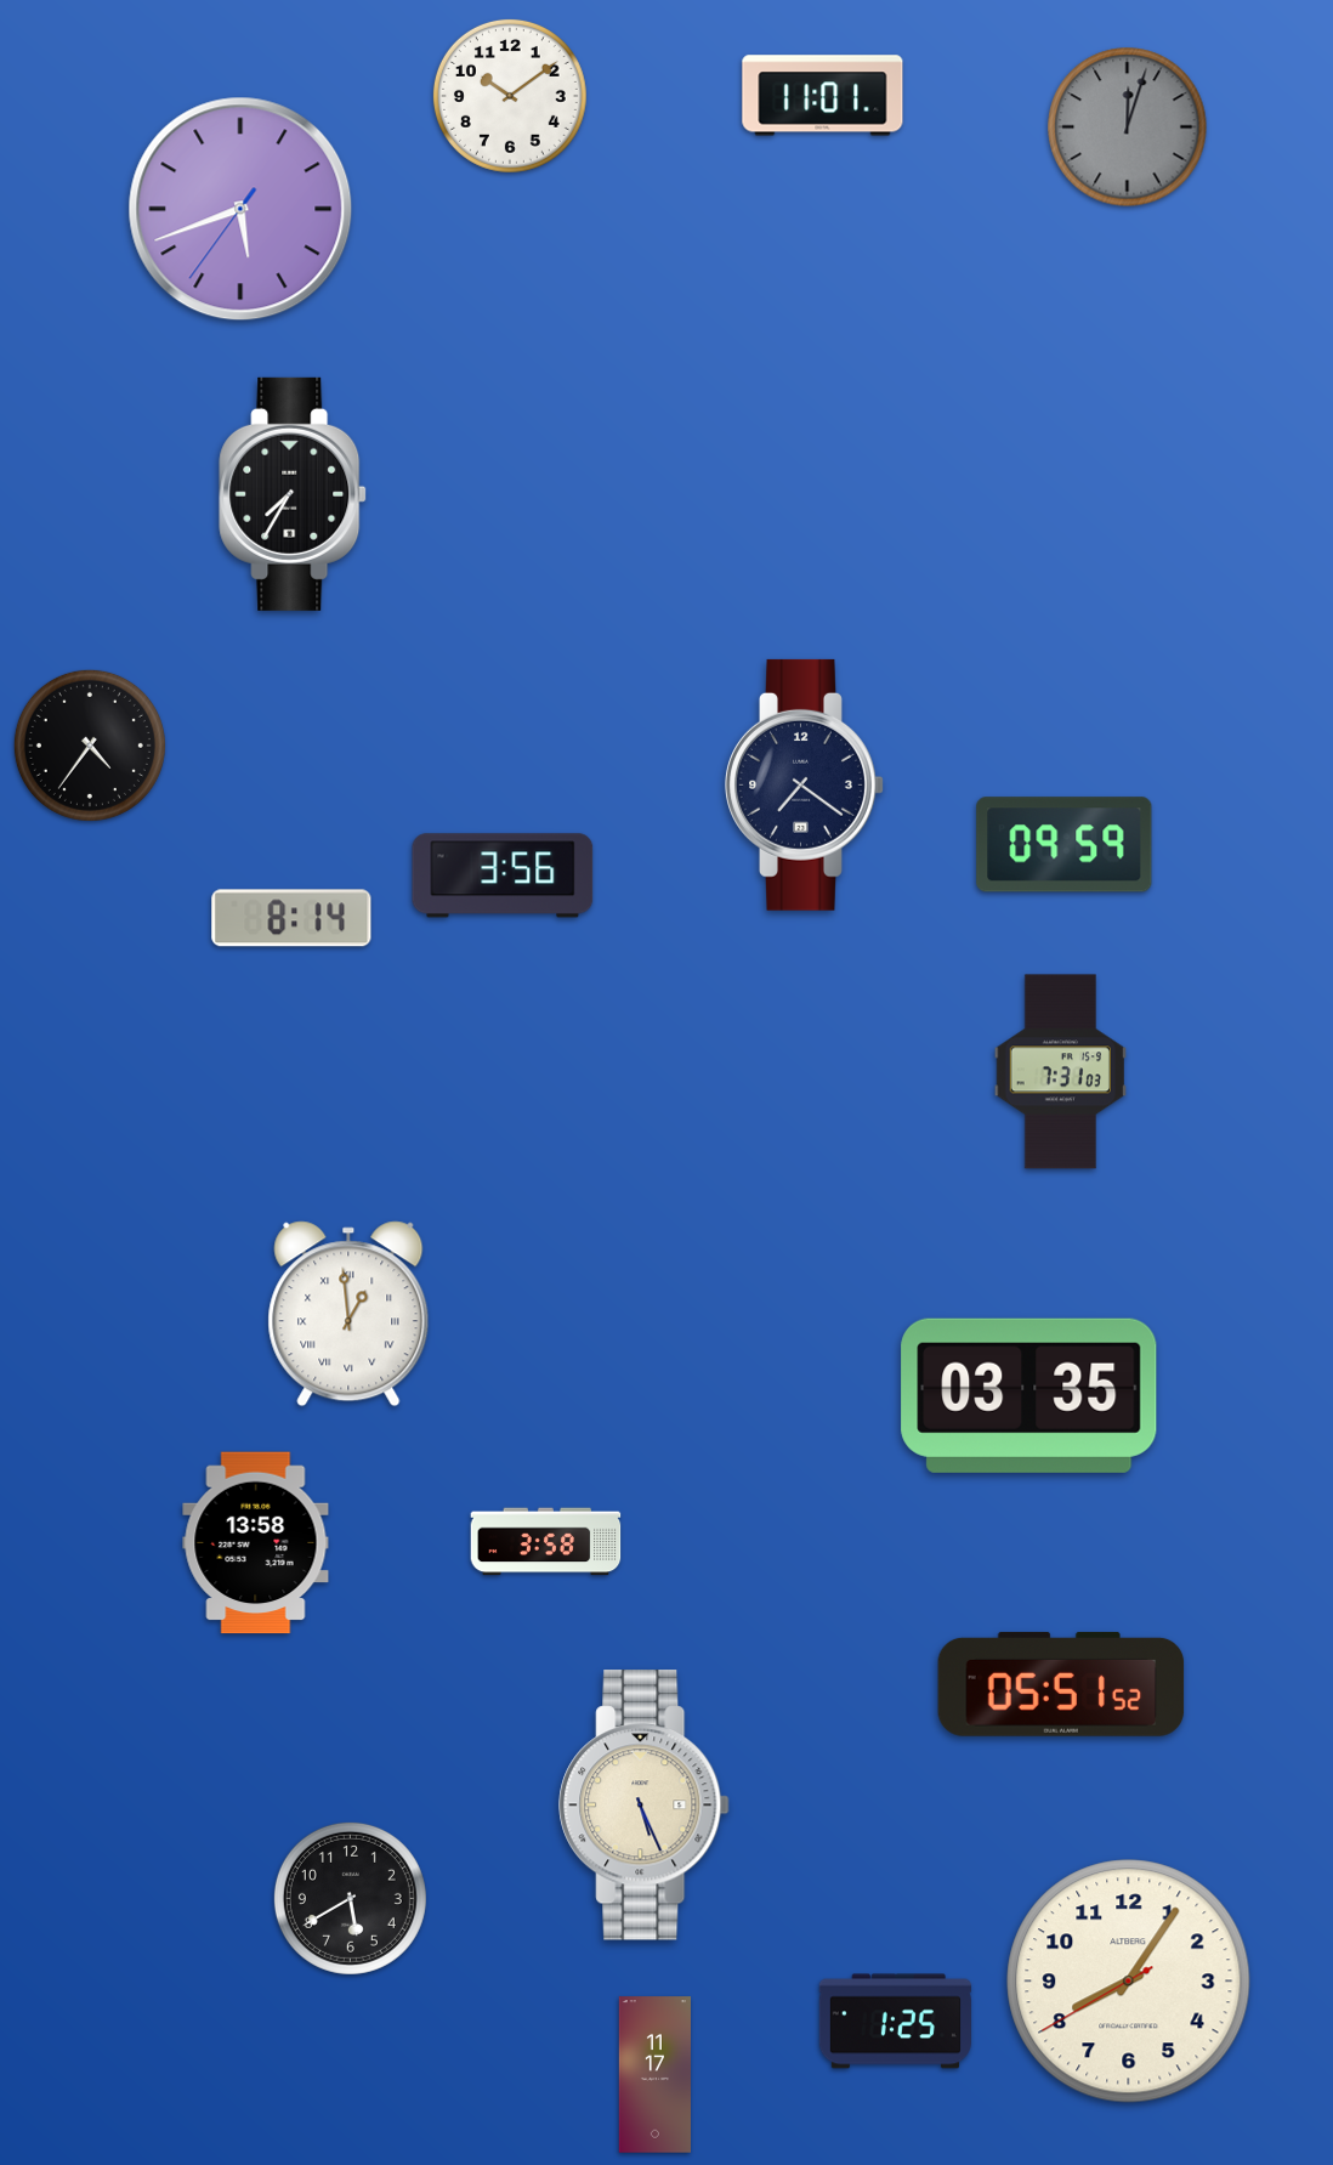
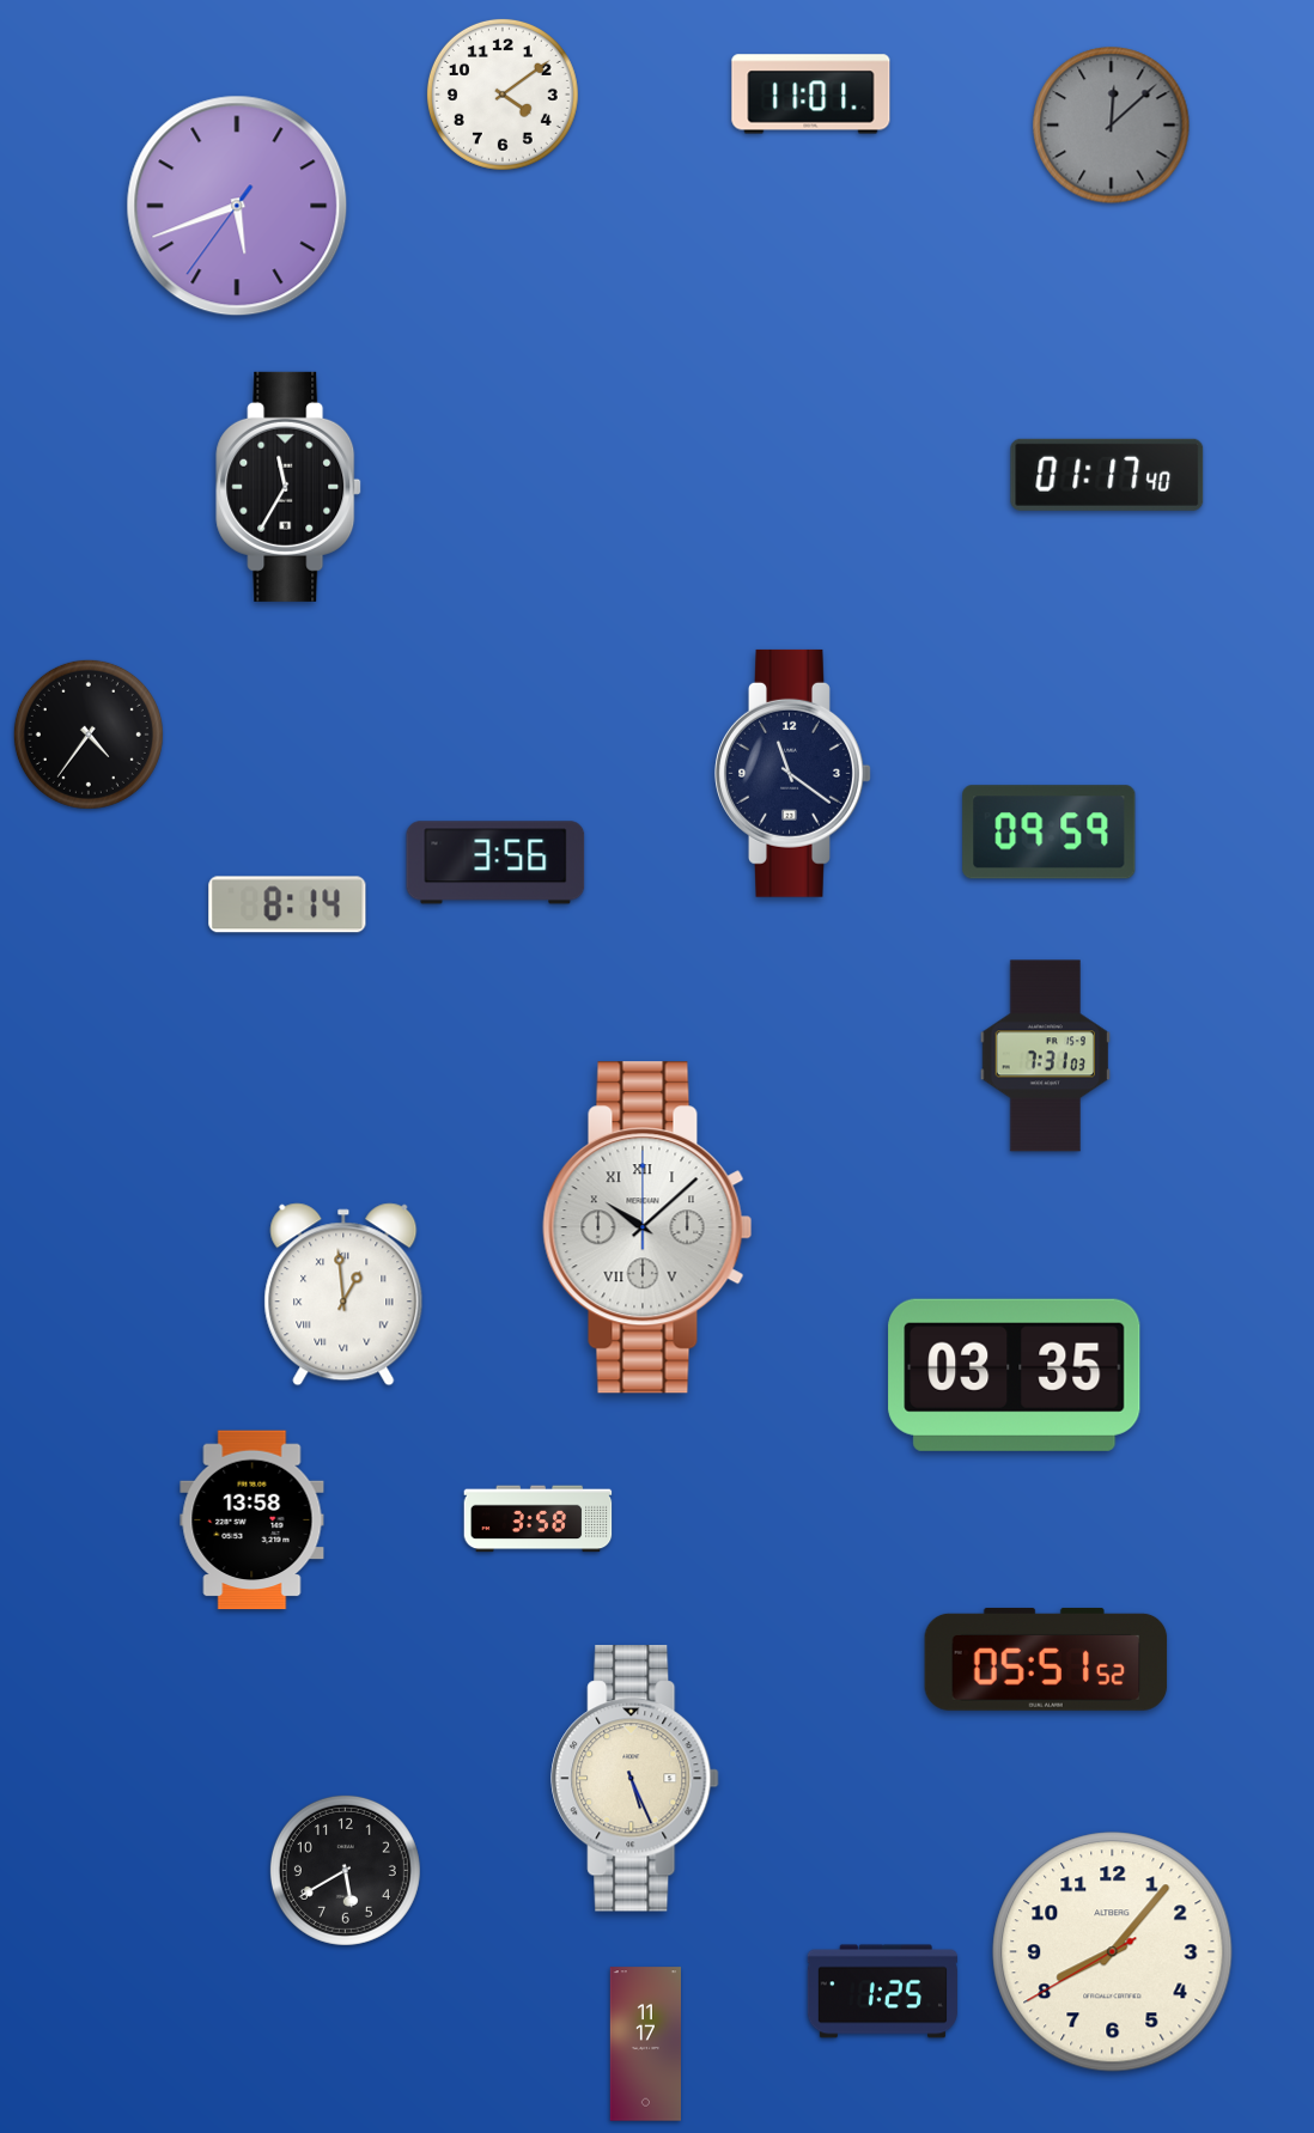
clock at (510, 96): 10:09 -> 4:09
clock at (1128, 127): 12:03 -> 12:08
clock at (1107, 475): none -> 01:17
clock at (293, 494): 7:35 -> 11:35
clock at (805, 784): 7:21 -> 11:21
clock at (647, 1227): none -> 10:08
clock at (1129, 1982): 8:05 -> 8:06
